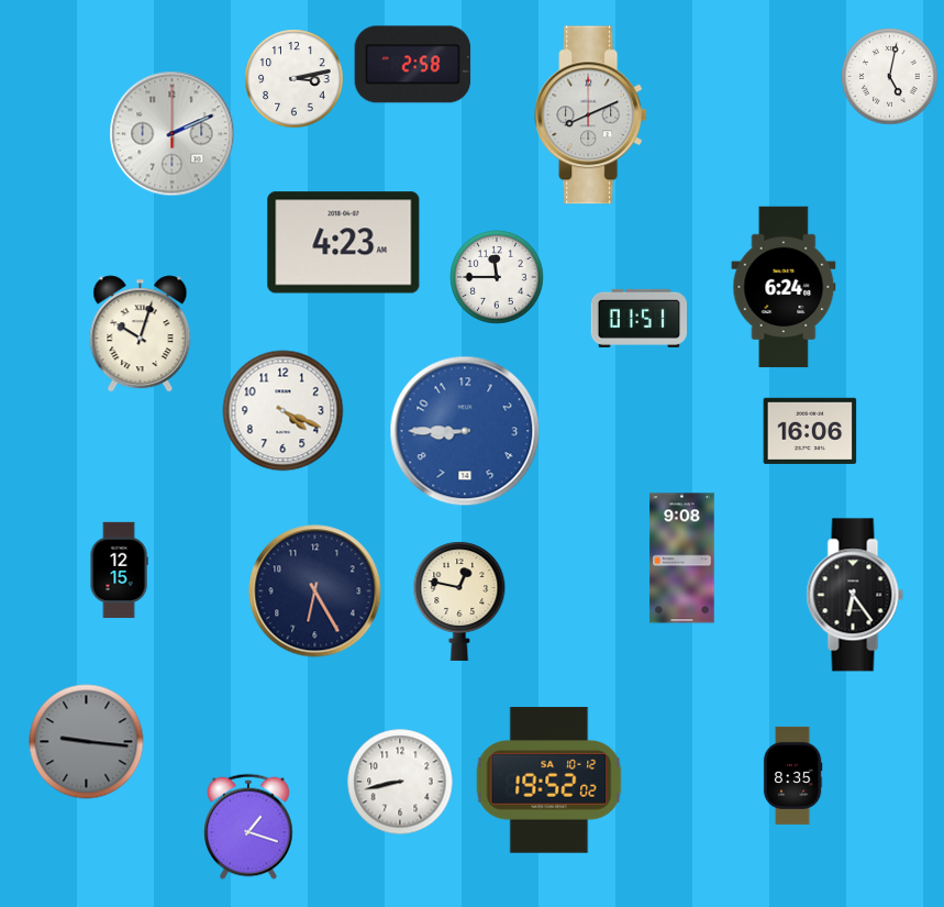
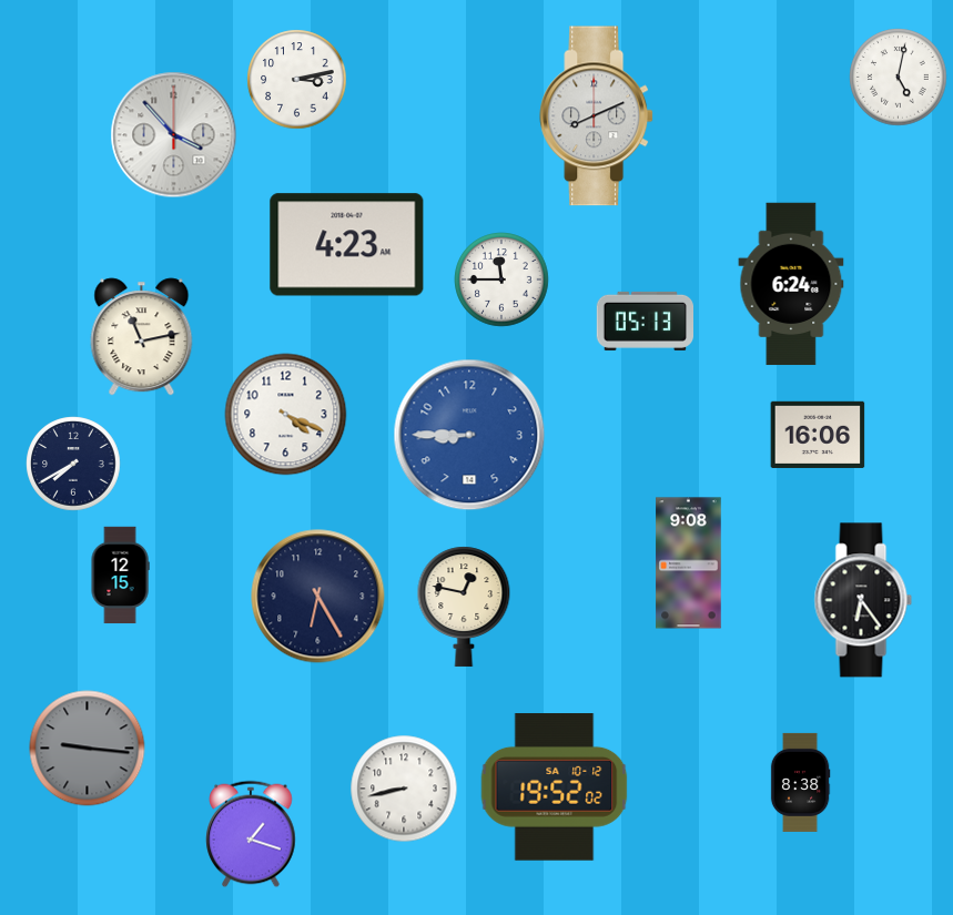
clock at (413, 65): 2:58 -> none
clock at (173, 134): 2:11 -> 3:53
clock at (784, 287) position: (784, 287) -> (791, 284)
clock at (638, 318): 01:51 -> 05:13
clock at (141, 334): 10:03 -> 11:13
clock at (73, 464): none -> 7:40
clock at (792, 775): 8:35 -> 8:38
